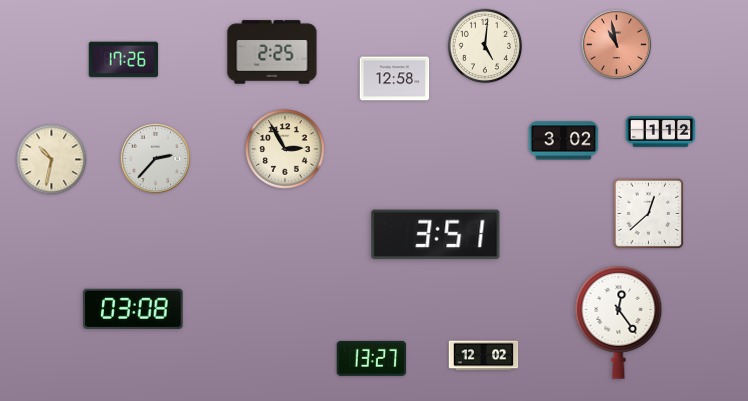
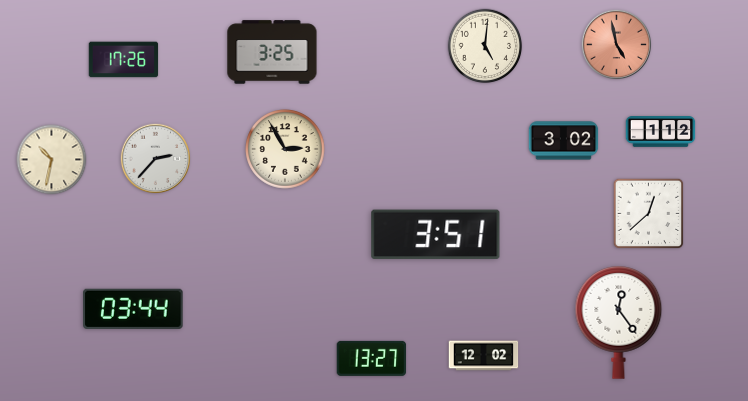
clock at (616, 44): 10:58 -> 4:58
clock at (272, 52): 2:25 -> 3:25
clock at (395, 79): 12:58 -> none
clock at (133, 309): 03:08 -> 03:44
